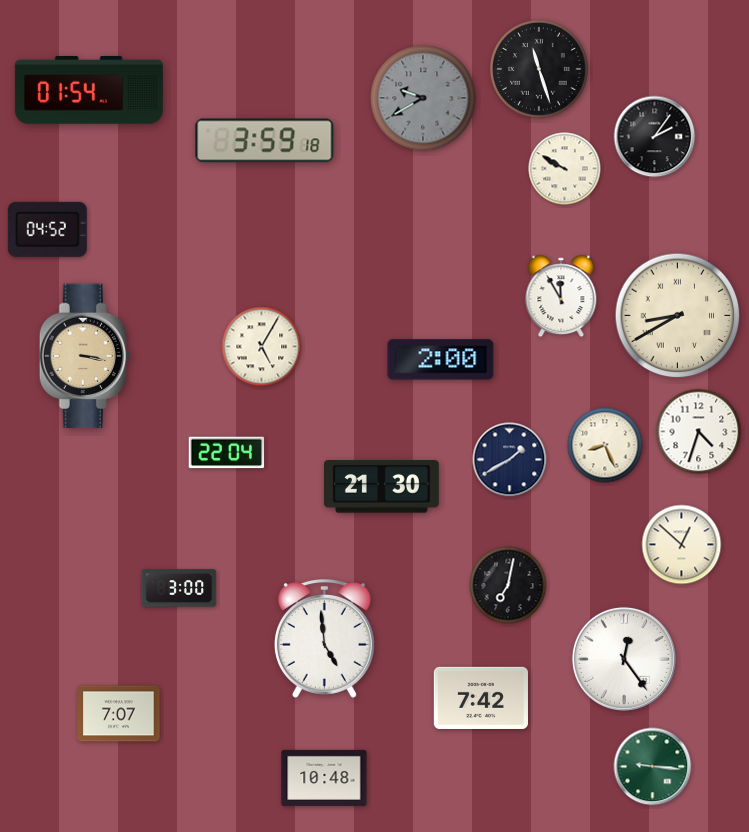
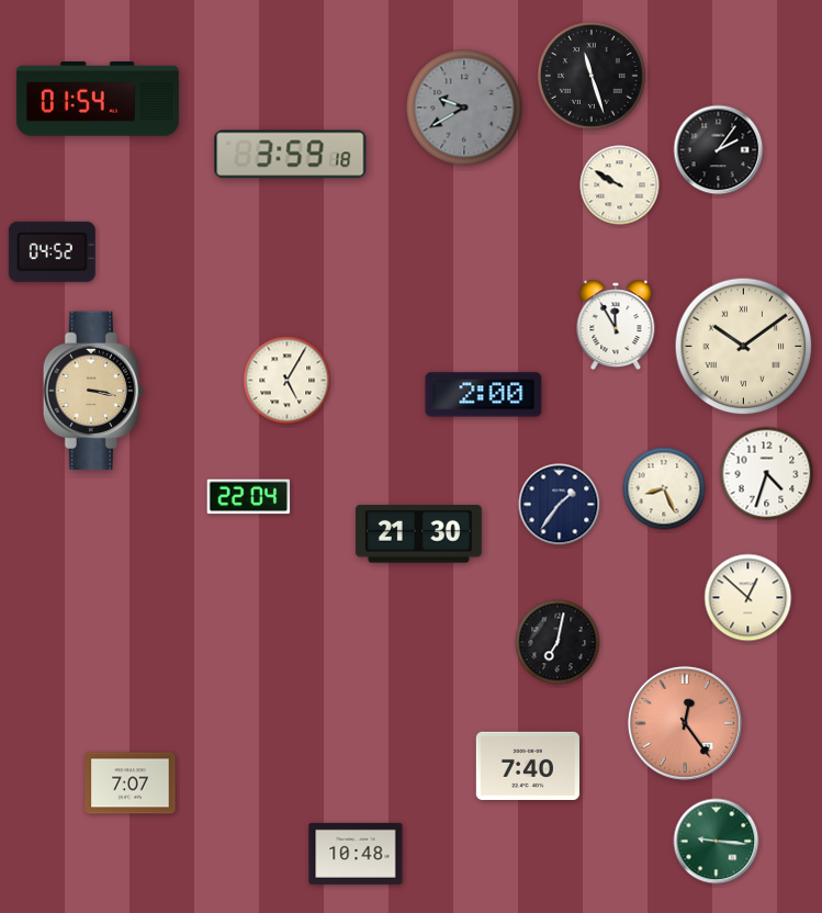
clock at (678, 316): 8:40 -> 10:09
clock at (510, 460): 1:40 -> 1:36
clock at (179, 588): 3:00 -> none
clock at (324, 639): 4:59 -> none
clock at (624, 659) dial: white -> salmon
clock at (481, 698): 7:42 -> 7:40
